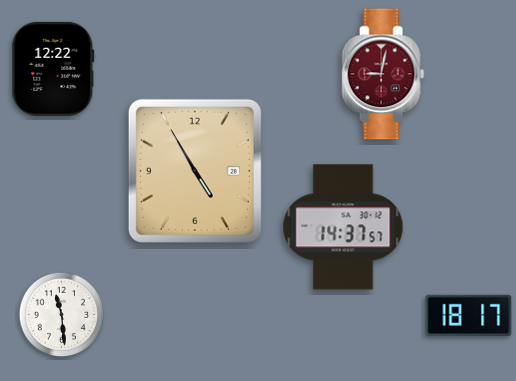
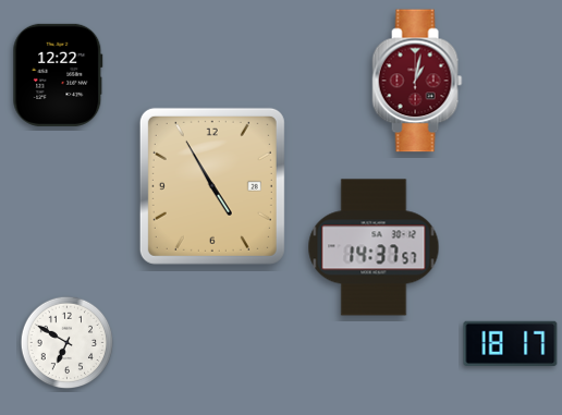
clock at (383, 74): 9:02 -> 1:02
clock at (62, 315): 11:29 -> 6:50
